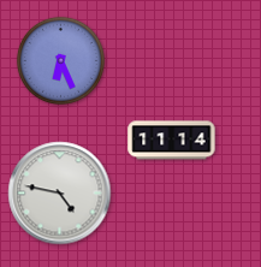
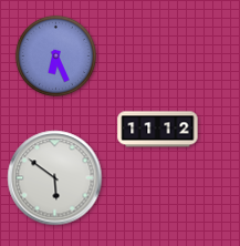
clock at (172, 141): 11:14 -> 11:12
clock at (60, 194): 4:47 -> 5:51
